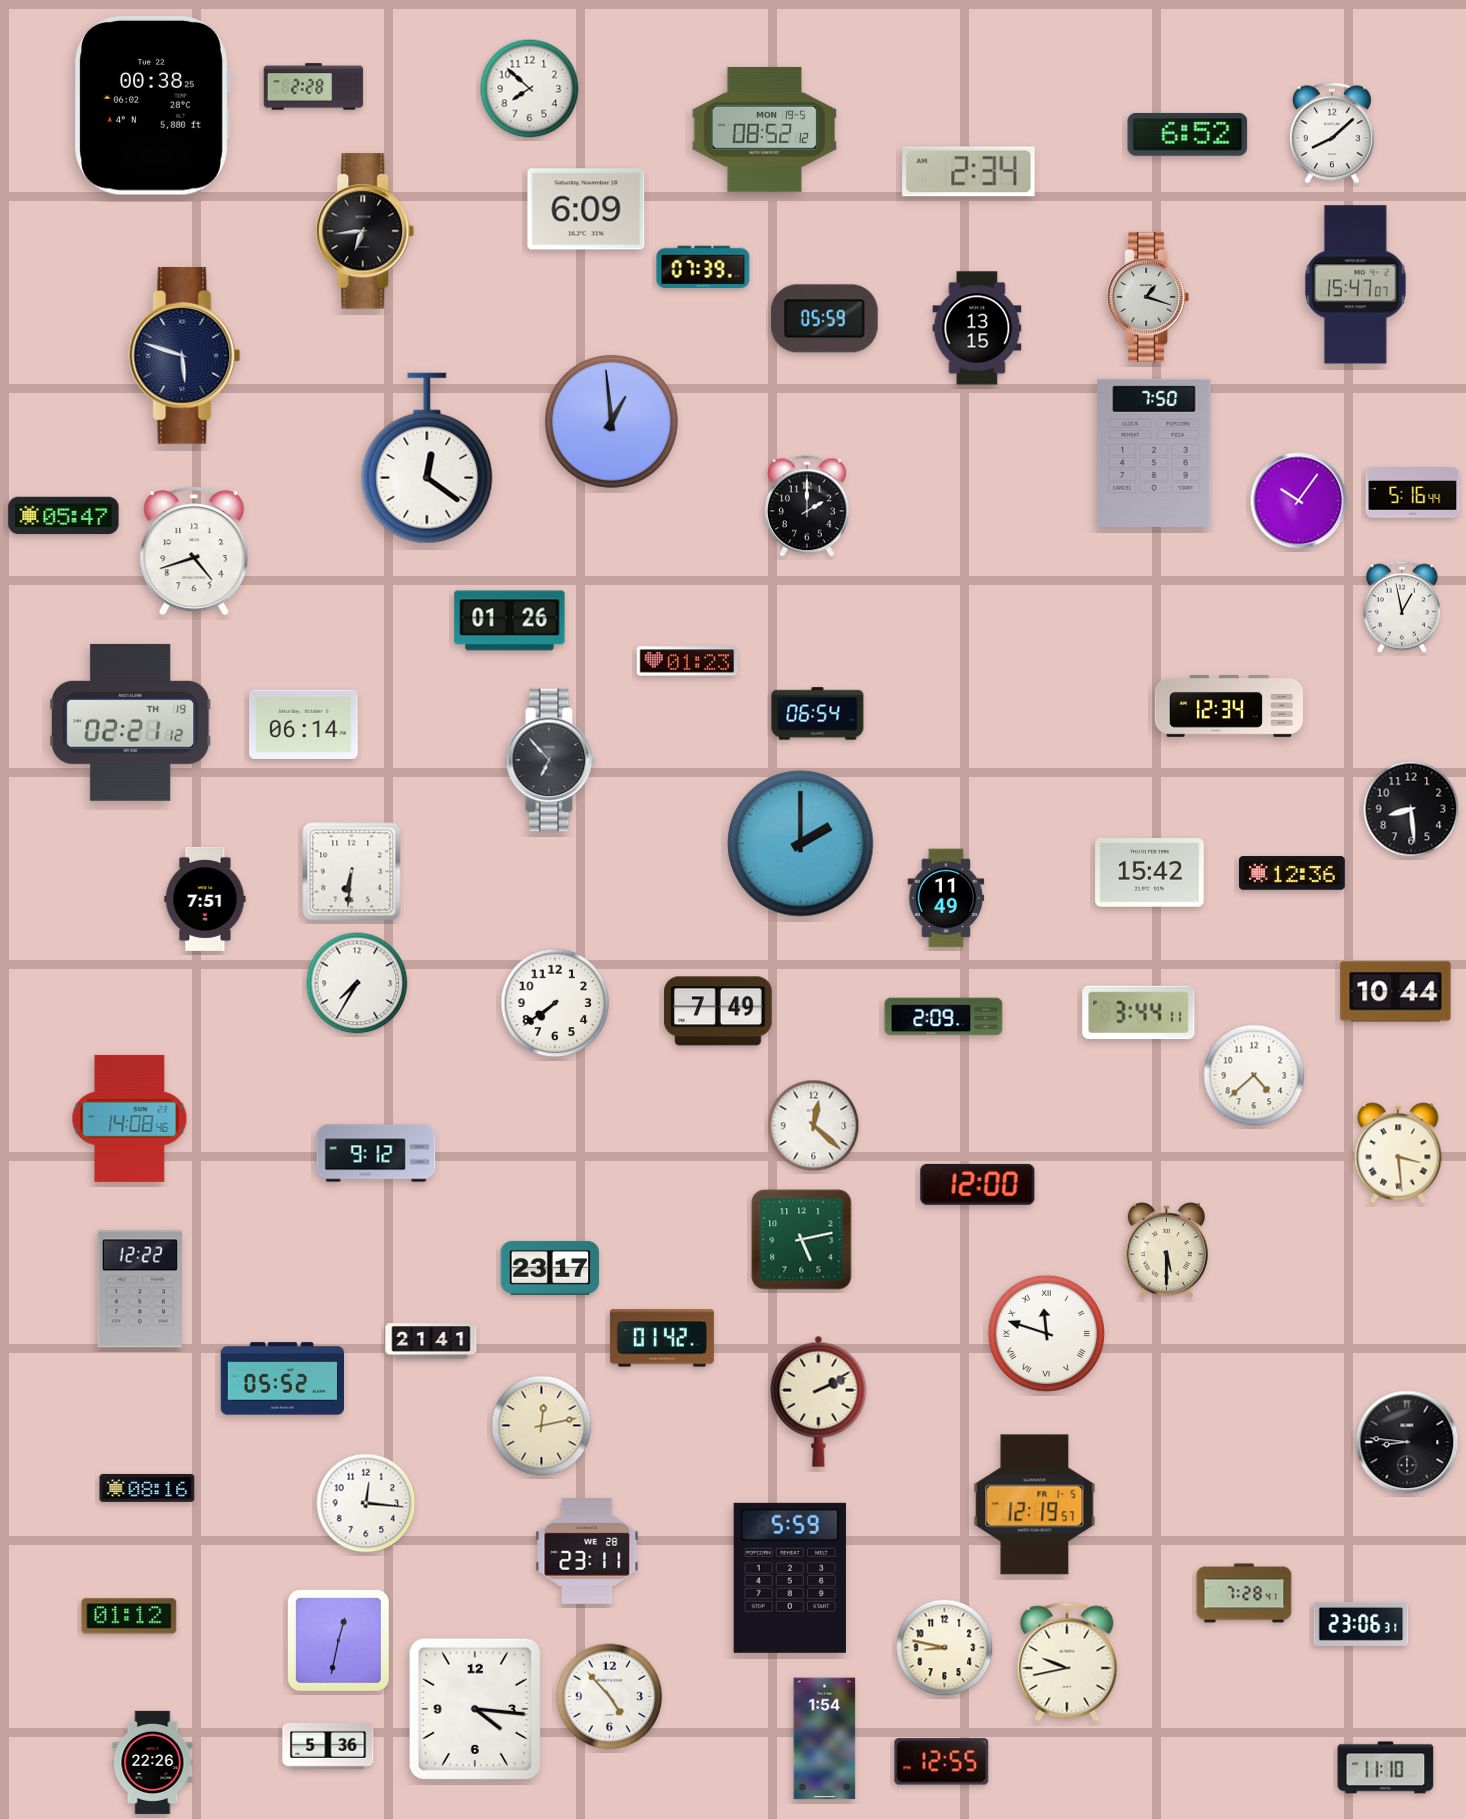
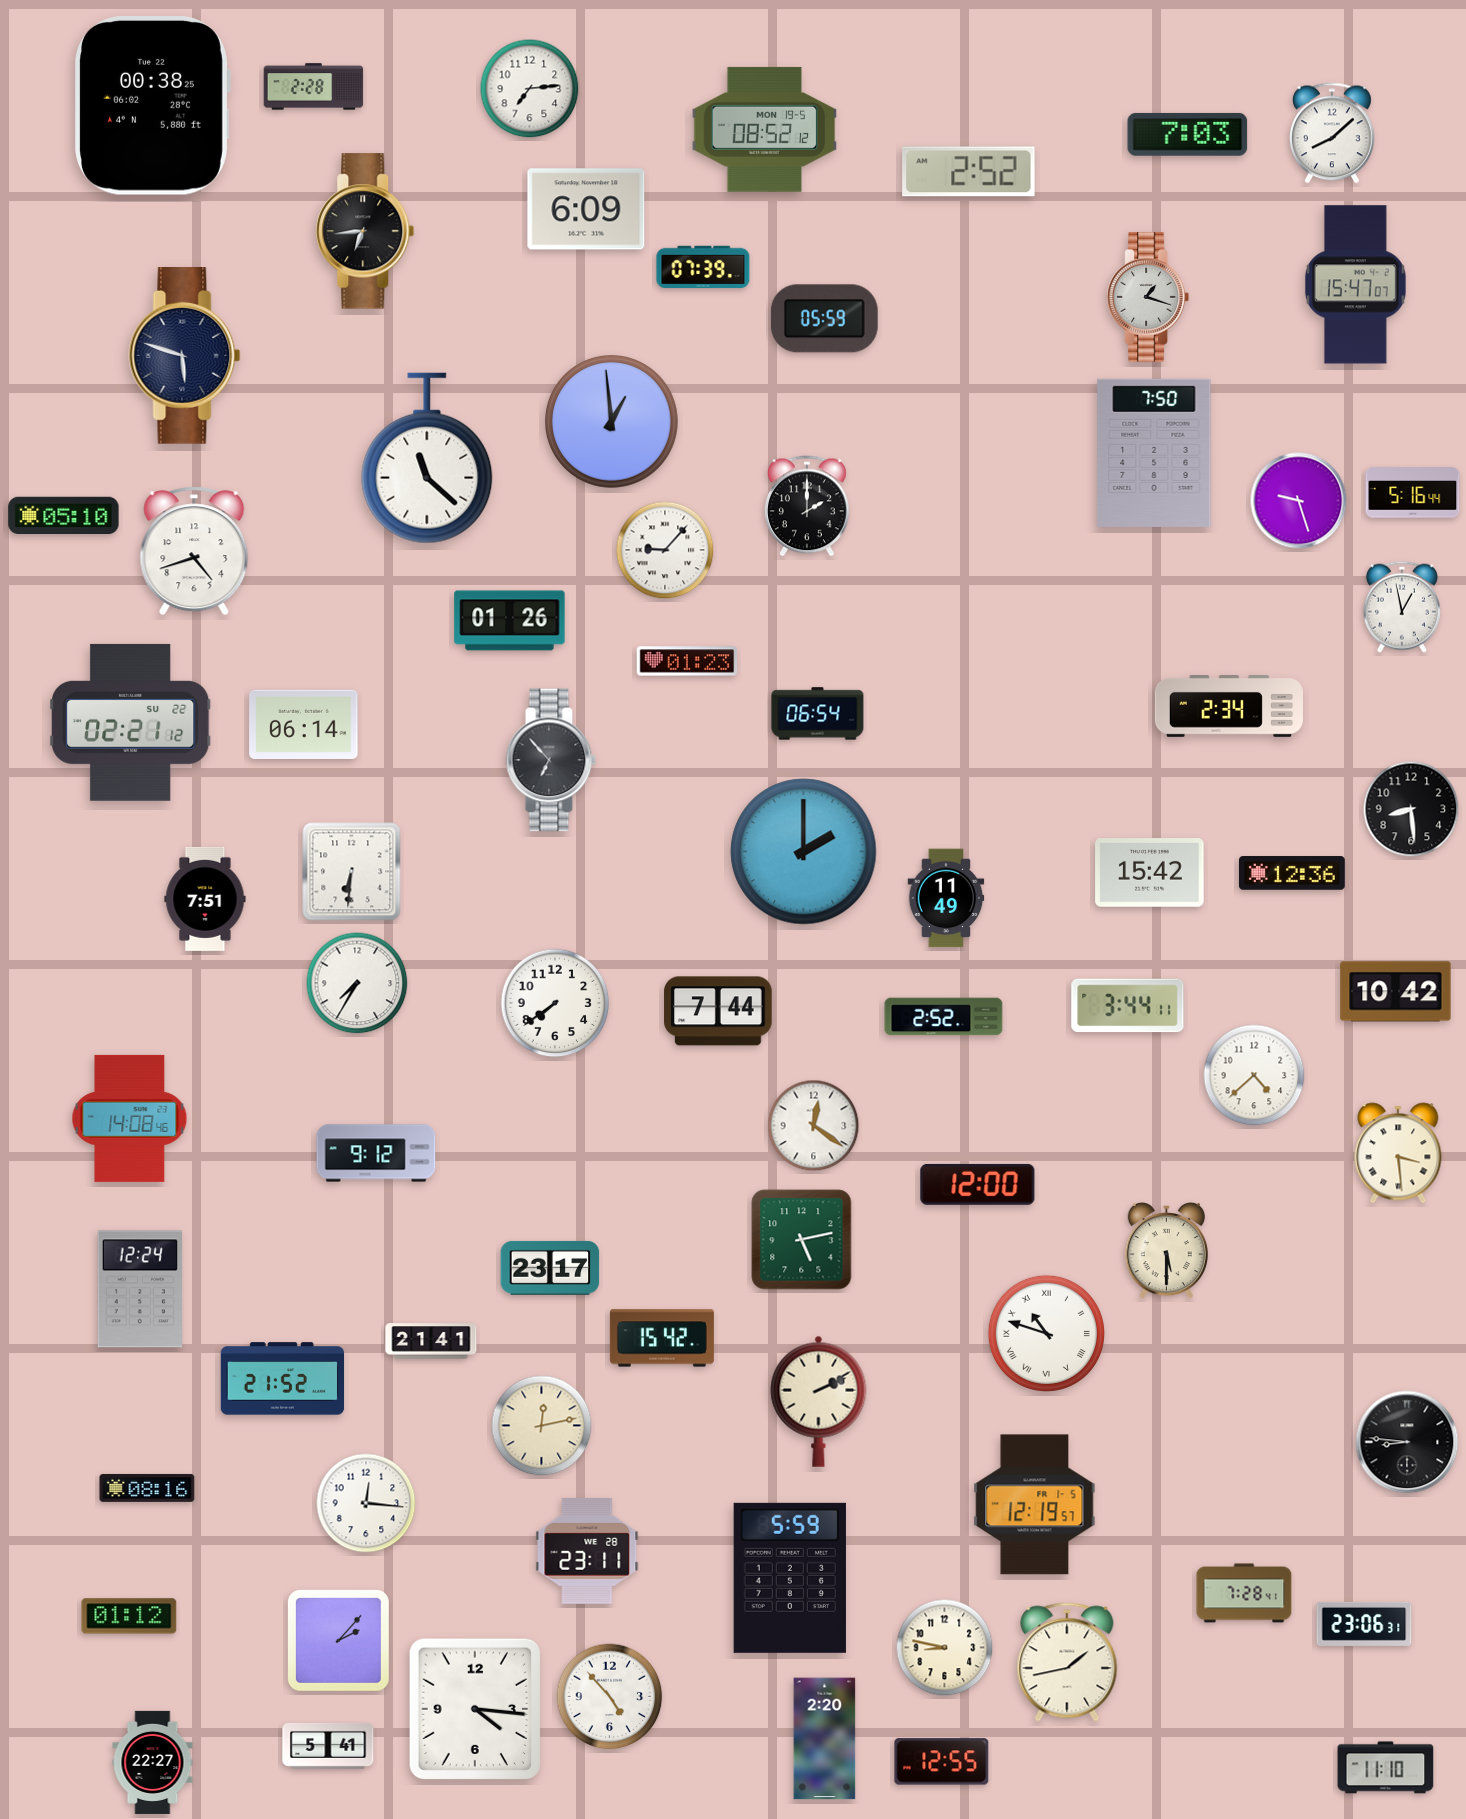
clock at (530, 89): 7:52 -> 7:14
clock at (1188, 134): 6:52 -> 7:03
clock at (969, 172): 2:34 -> 2:52
clock at (977, 328): 13:15 -> none
clock at (427, 458): 12:21 -> 11:22
clock at (1299, 501): 10:06 -> 9:27
clock at (64, 516): 05:47 -> 05:10
clock at (665, 550): none -> 9:07
clock at (1229, 707): 12:34 -> 2:34
clock at (131, 722) date: TH 19 -> SU 22
clock at (801, 844) position: (801, 844) -> (804, 852)
clock at (1396, 992): 10:44 -> 10:42
clock at (718, 1011): 7:49 -> 7:44
clock at (1139, 1013) position: (1139, 1013) -> (1128, 1006)
clock at (944, 1017): 2:09 -> 2:52
clock at (814, 1126): 12:22 -> 12:21
clock at (139, 1289): 12:22 -> 12:24
clock at (1046, 1333): 11:48 -> 10:48
clock at (662, 1338): 01:42 -> 15:42
clock at (283, 1379): 05:52 -> 21:52
clock at (1361, 1624) position: (1361, 1624) -> (1364, 1624)
clock at (338, 1640): 12:32 -> 2:07
clock at (1067, 1662): 9:43 -> 1:43
clock at (825, 1739): 1:54 -> 2:20
clock at (328, 1746): 5:36 -> 5:41
clock at (153, 1762): 22:26 -> 22:27
